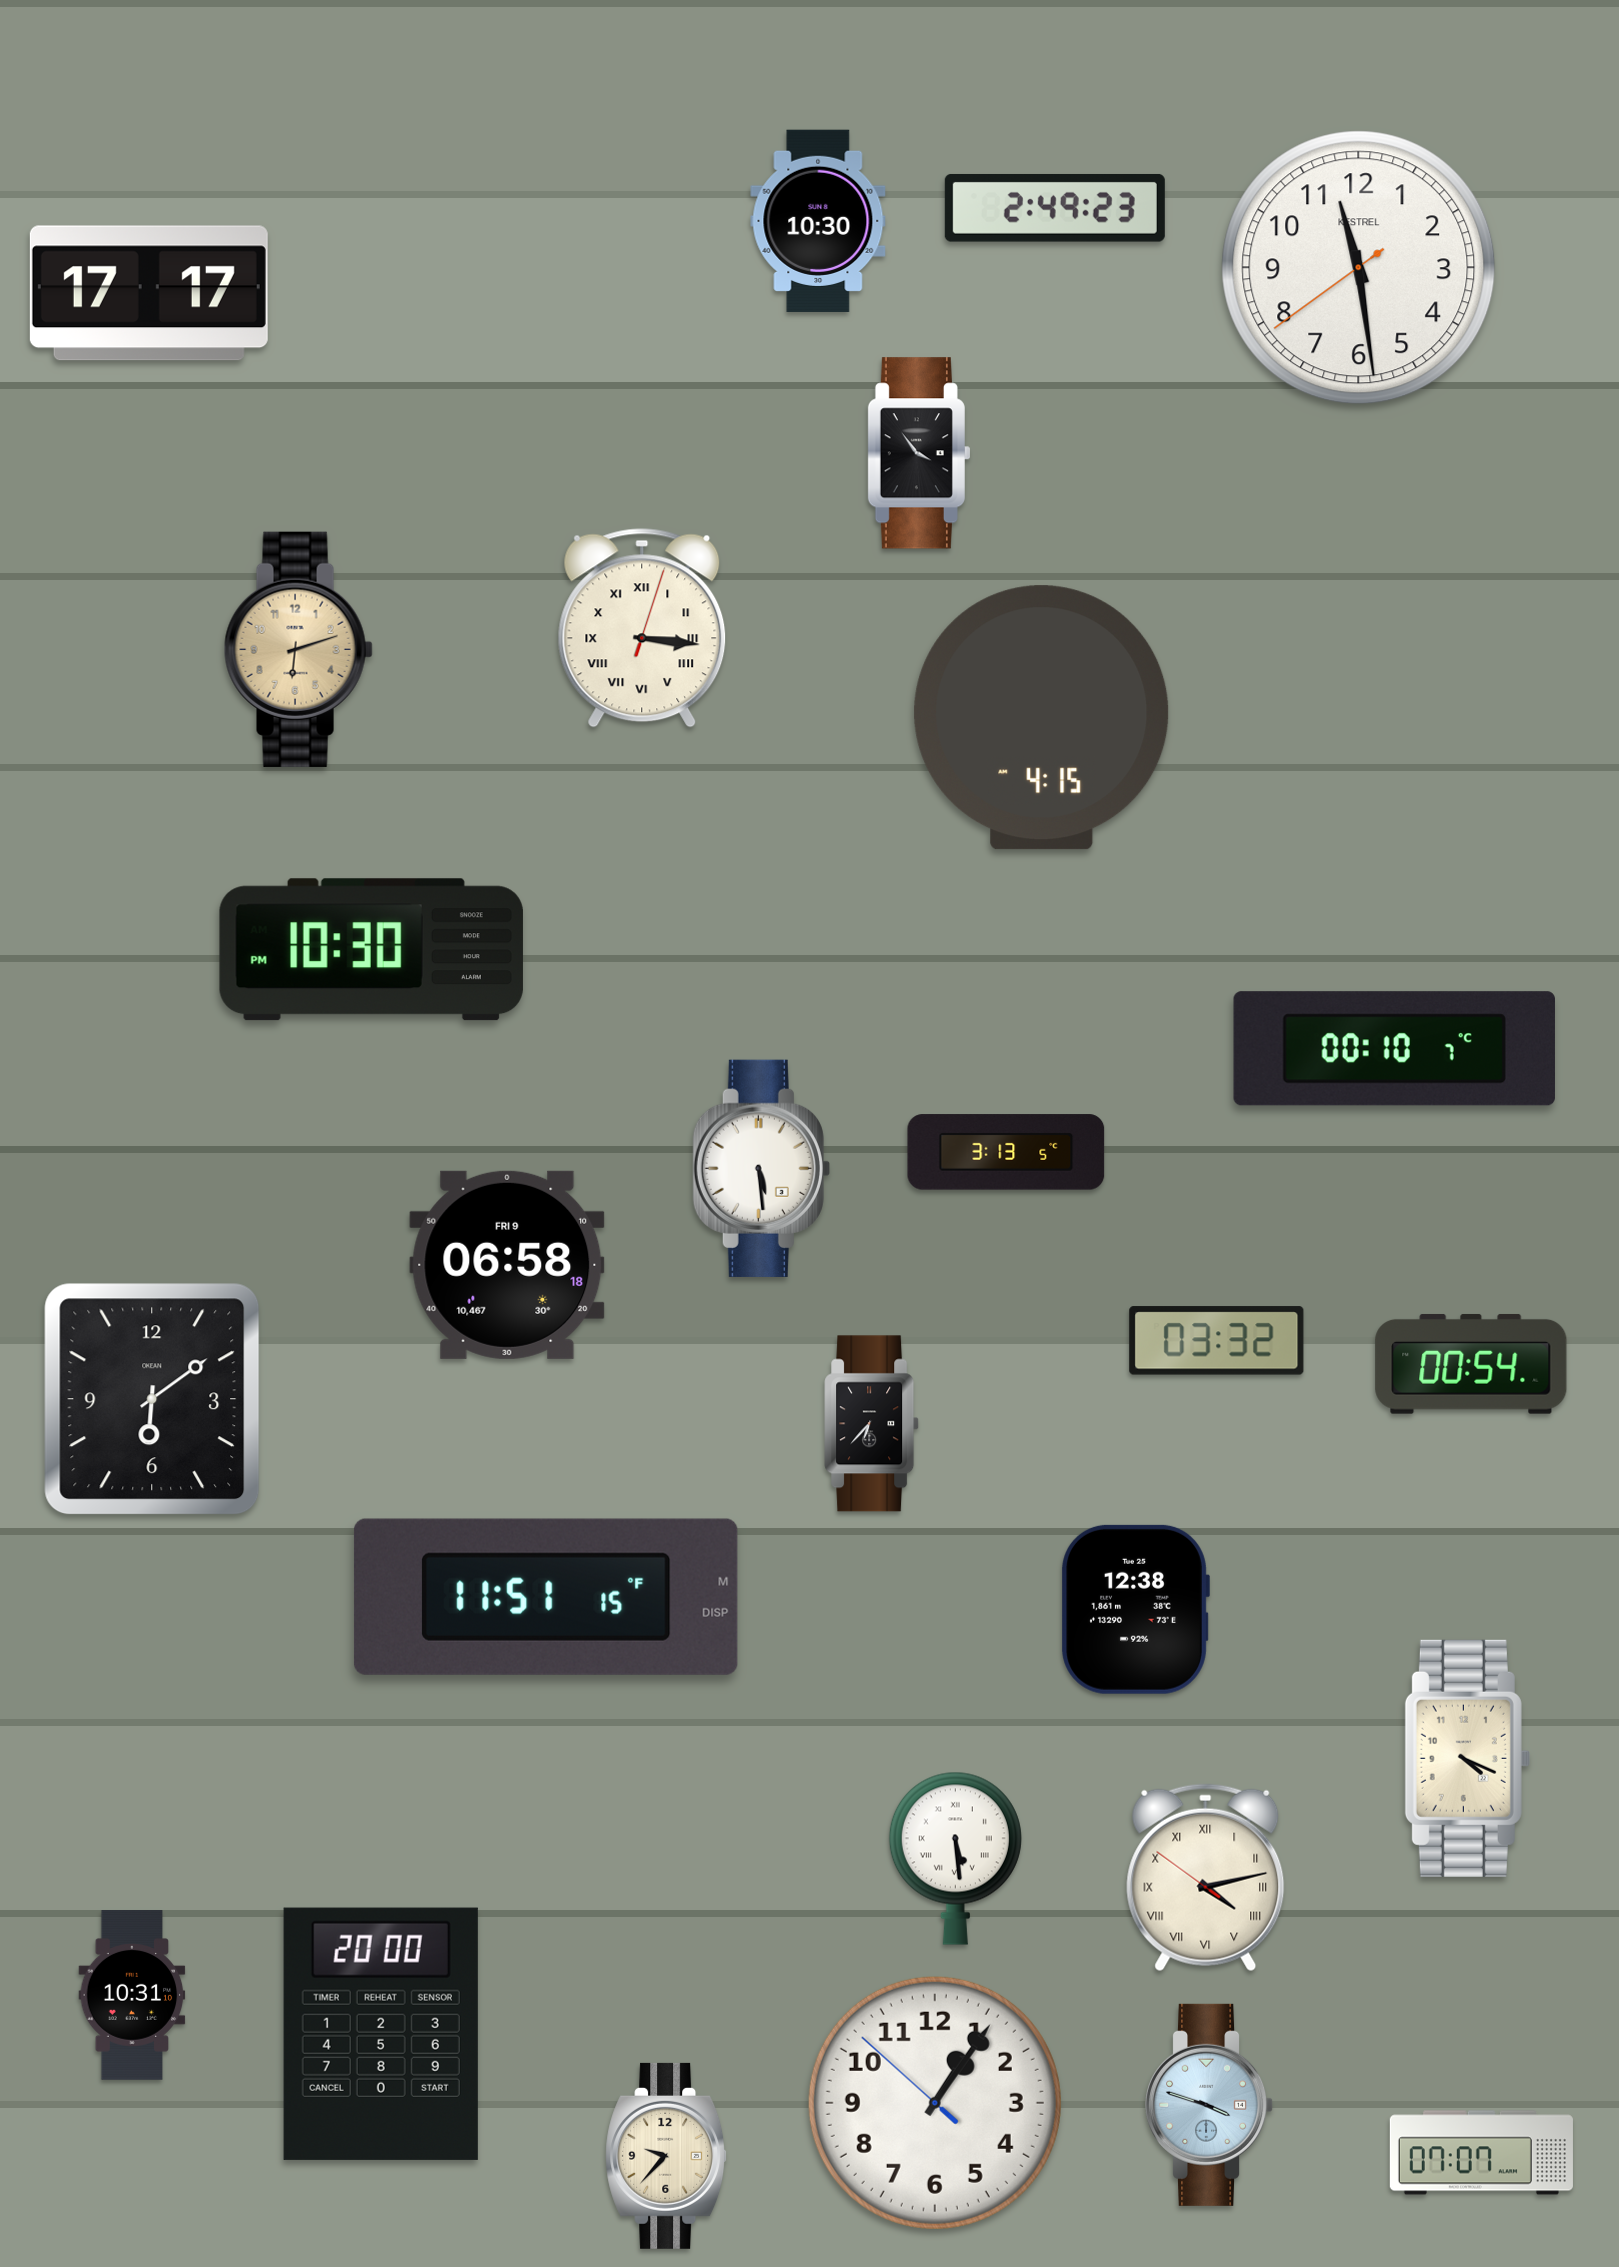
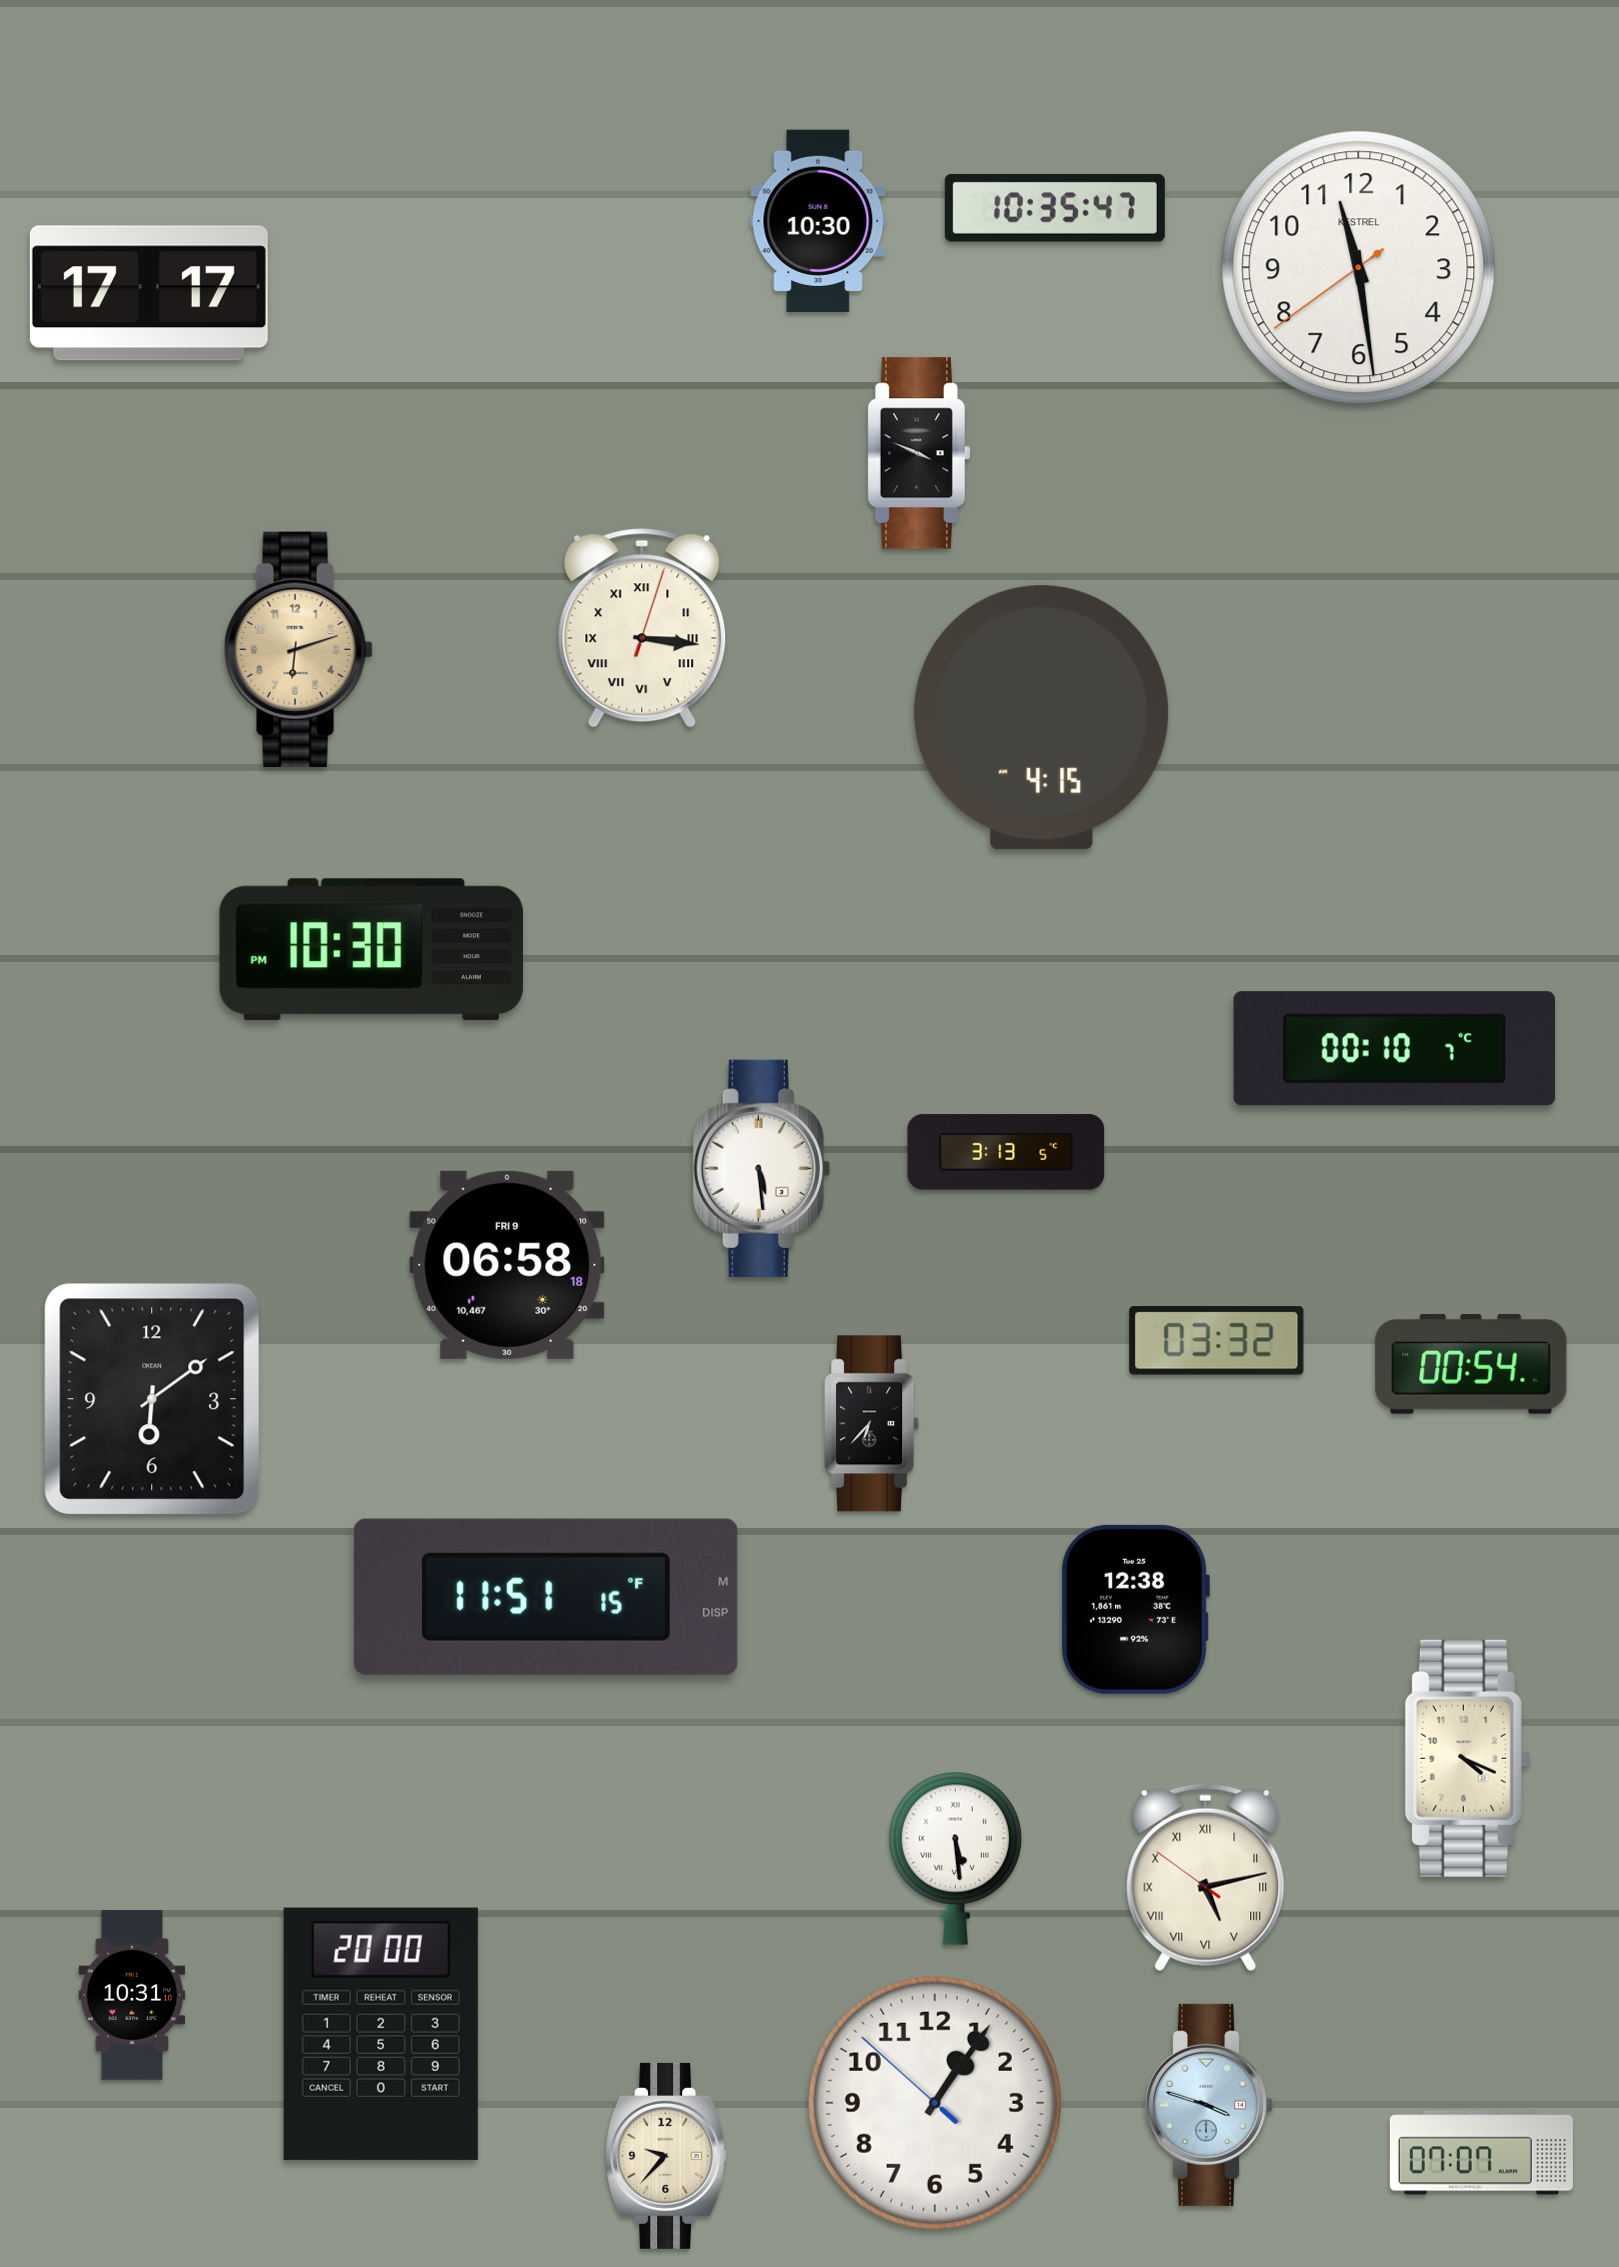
clock at (1055, 208): 2:49 -> 10:35
clock at (919, 453): 3:54 -> 3:49
clock at (1206, 1878): 4:12 -> 5:12
